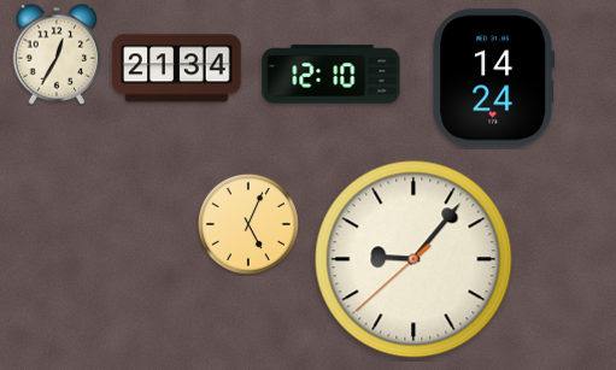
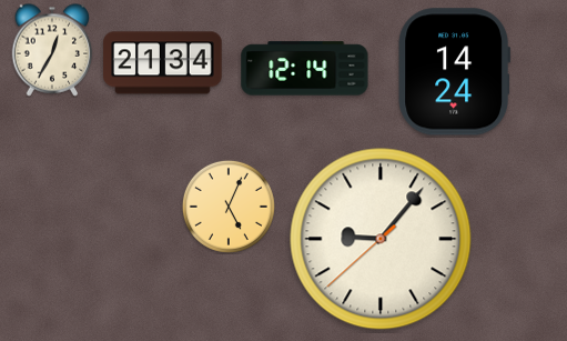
clock at (332, 75): 12:10 -> 12:14
